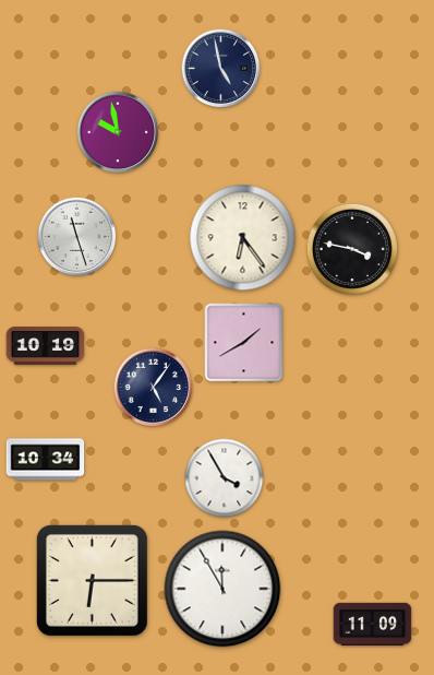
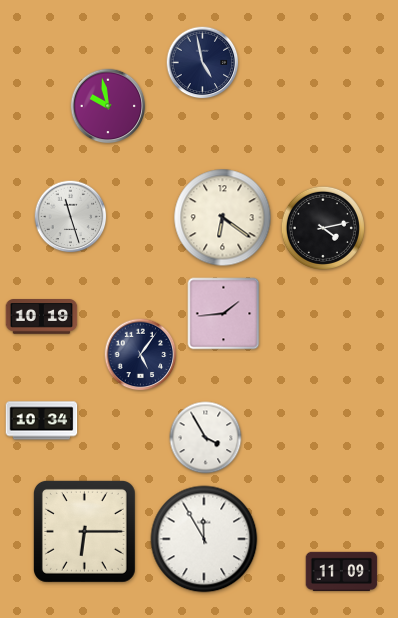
clock at (118, 132) position: (118, 132) -> (108, 106)
clock at (243, 238): 6:24 -> 6:21
clock at (352, 249): 3:47 -> 4:13
clock at (244, 343): 1:40 -> 1:44
